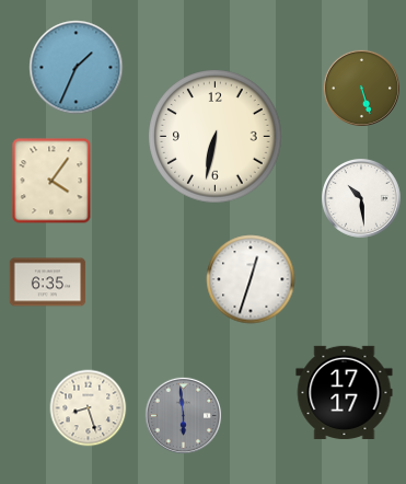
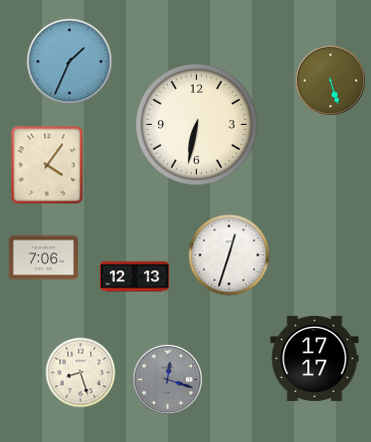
clock at (361, 198): 10:29 -> none
clock at (48, 283): 6:35 -> 7:06
clock at (135, 277): none -> 12:13
clock at (183, 415): 5:59 -> 12:18
